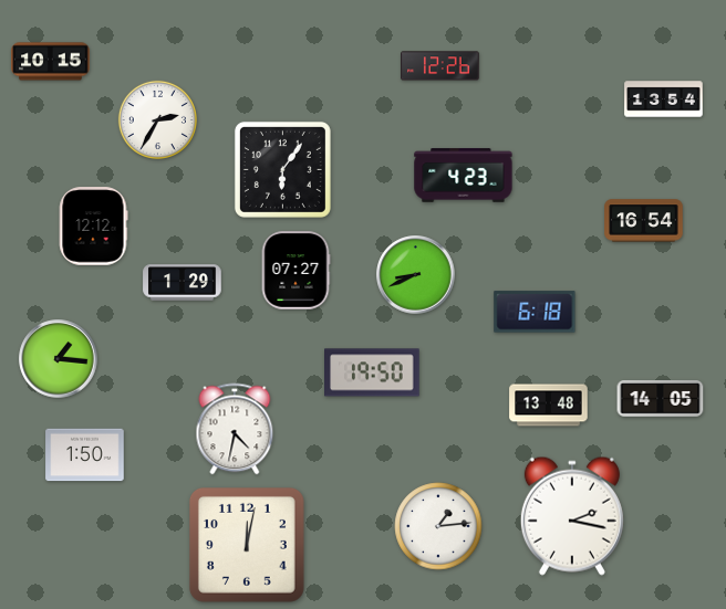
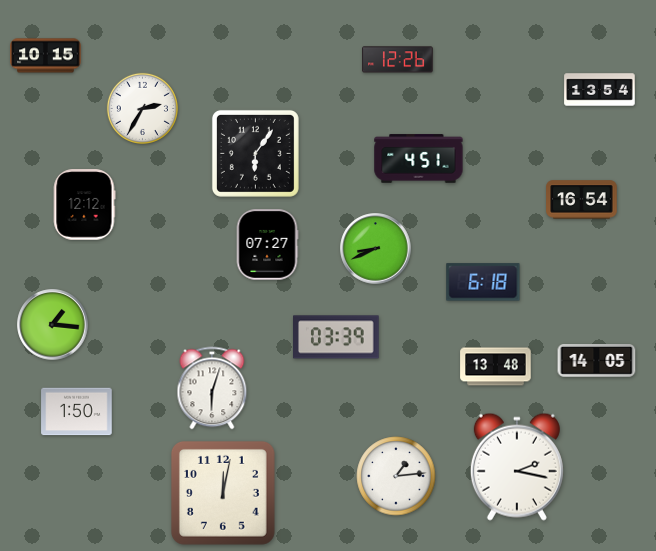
clock at (464, 176): 4:23 -> 4:51
clock at (183, 283): 1:29 -> none
clock at (372, 372): 19:50 -> 03:39
clock at (235, 429): 4:32 -> 6:03
